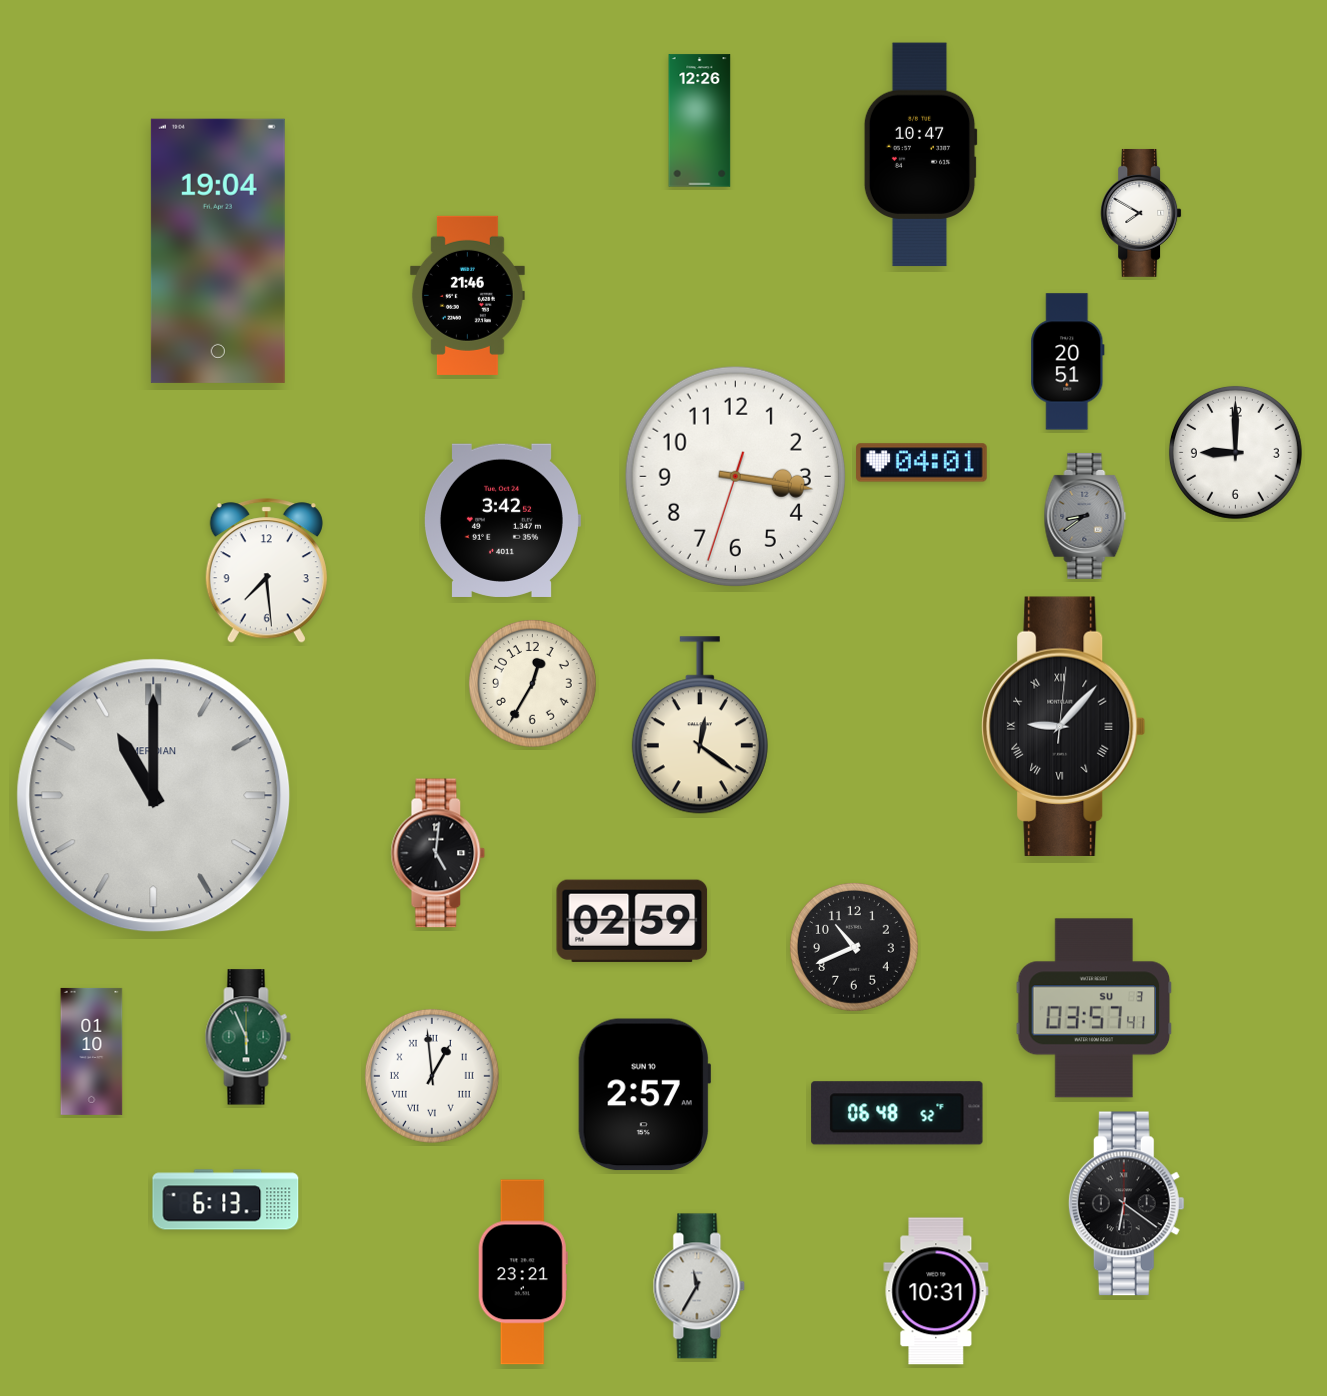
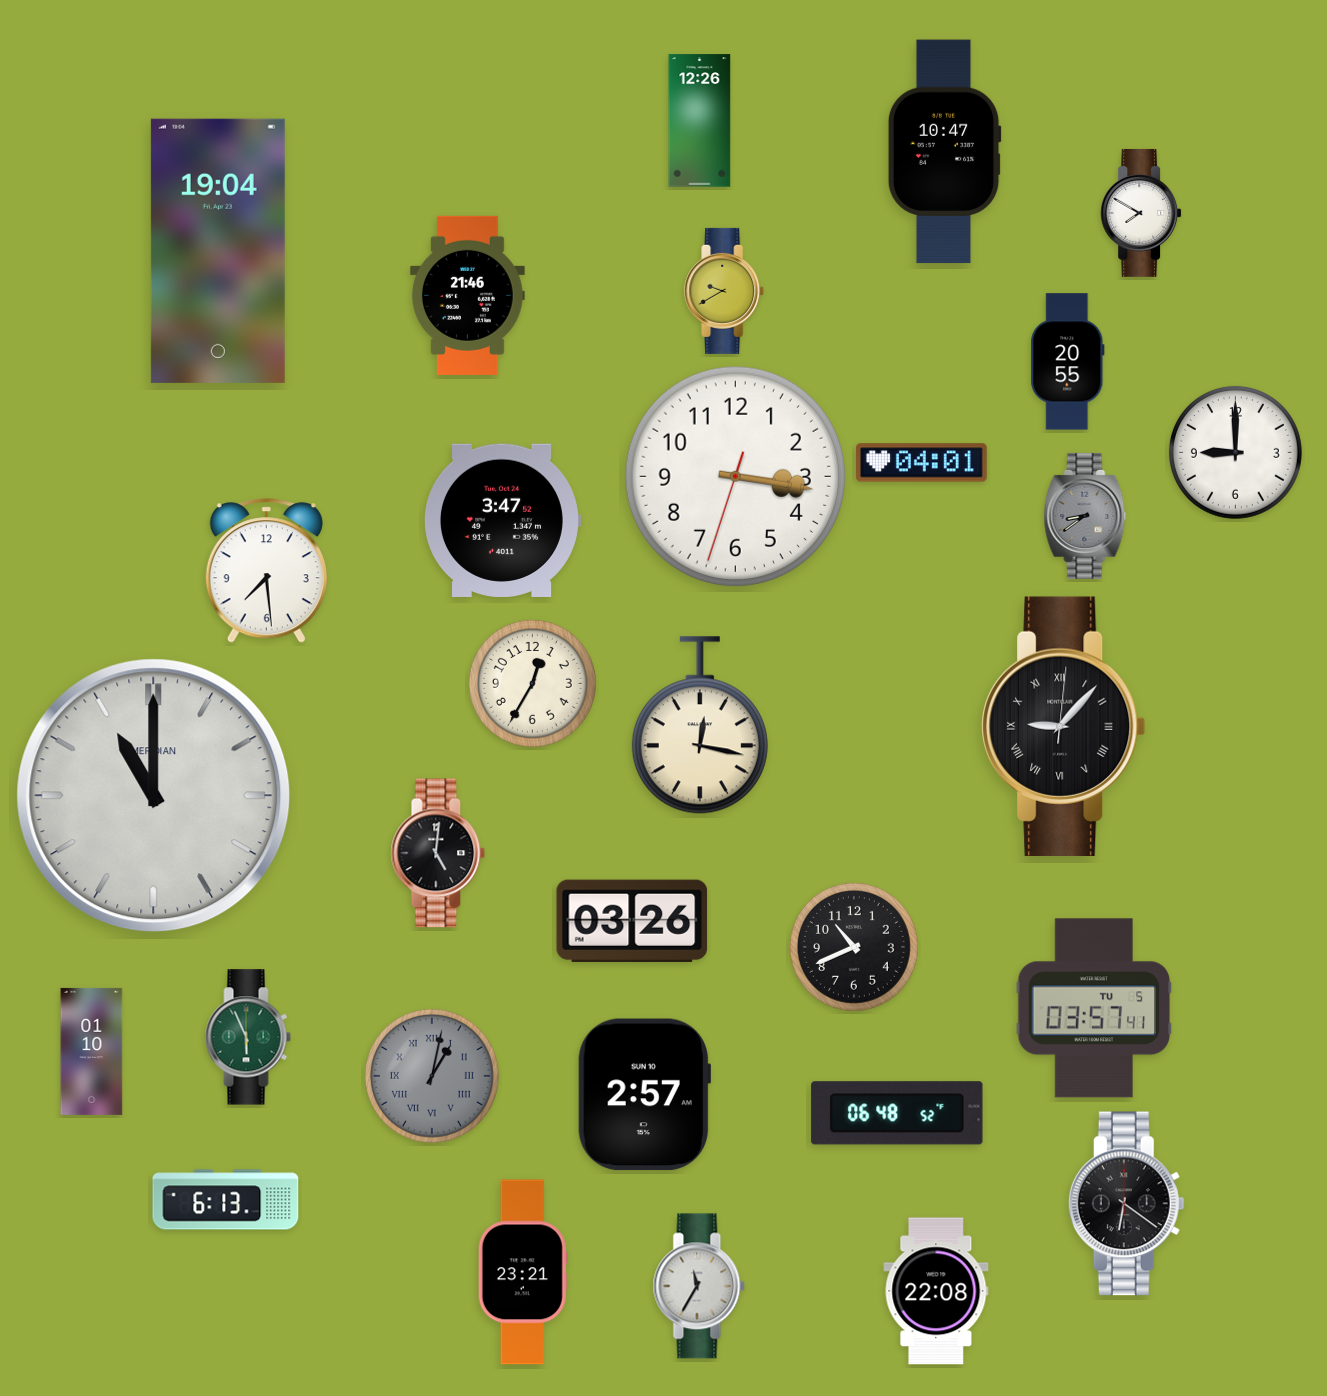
clock at (920, 155) position: (920, 155) -> (944, 152)
clock at (725, 291): none -> 9:40
clock at (1068, 362): 20:51 -> 20:55
clock at (502, 520): 3:42 -> 3:47
clock at (700, 725): 12:21 -> 12:17
clock at (632, 921): 02:59 -> 03:26
clock at (1094, 1008) date: SU 3 -> TU 5
clock at (432, 1076): 12:59 -> 1:02
clock at (432, 1076) dial: white -> grey
clock at (936, 1291): 10:31 -> 22:08
